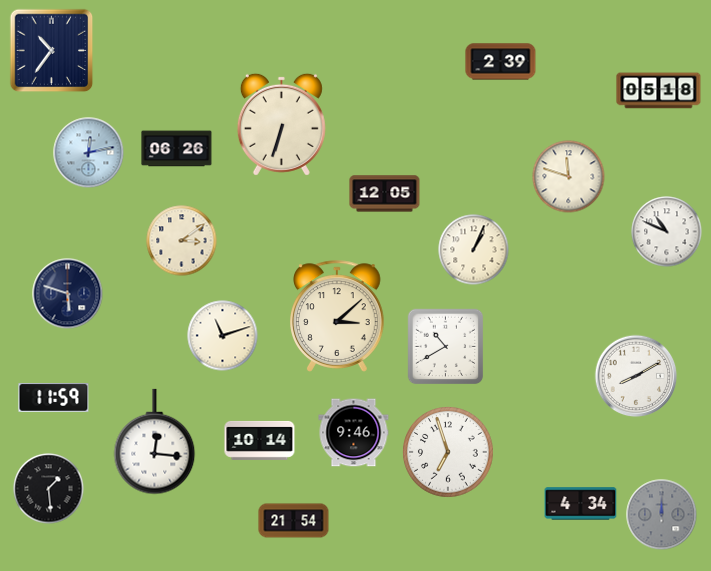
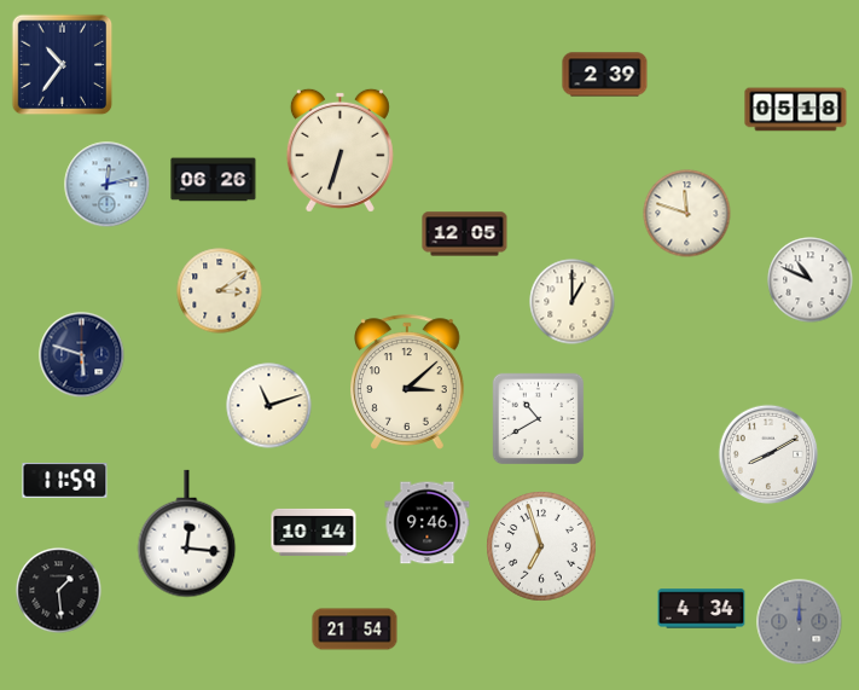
clock at (52, 51) position: (52, 51) -> (63, 65)
clock at (667, 232) position: (667, 232) -> (811, 280)
clock at (474, 250): 1:04 -> 1:00
